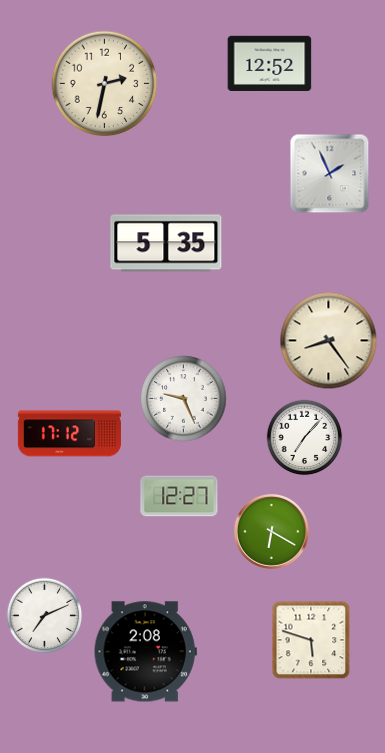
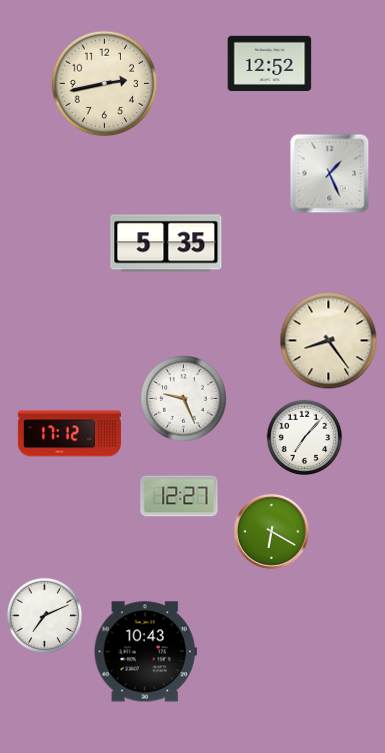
clock at (105, 84): 2:32 -> 2:43
clock at (330, 174): 1:56 -> 1:26
clock at (311, 640): 5:48 -> none
clock at (145, 652): 2:08 -> 10:43
